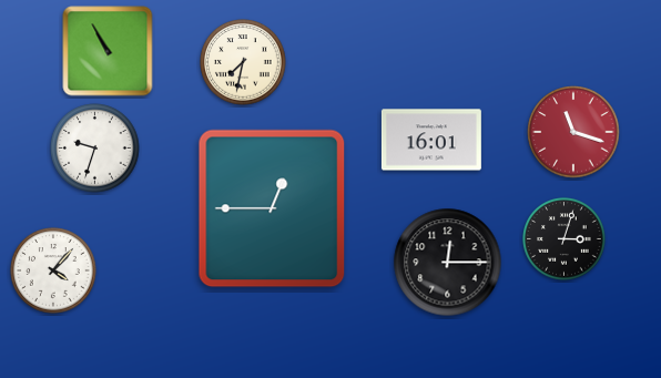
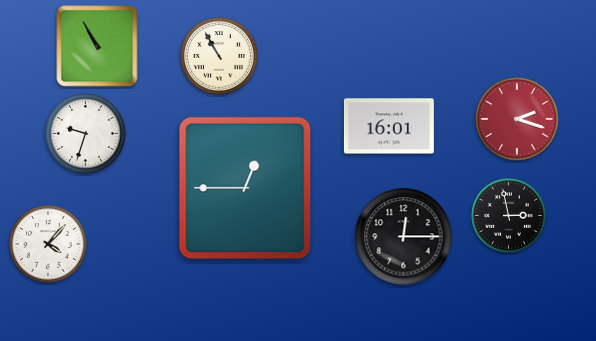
clock at (243, 62): 7:32 -> 10:55
clock at (573, 132): 11:18 -> 2:18
clock at (565, 239): 3:03 -> 2:58
